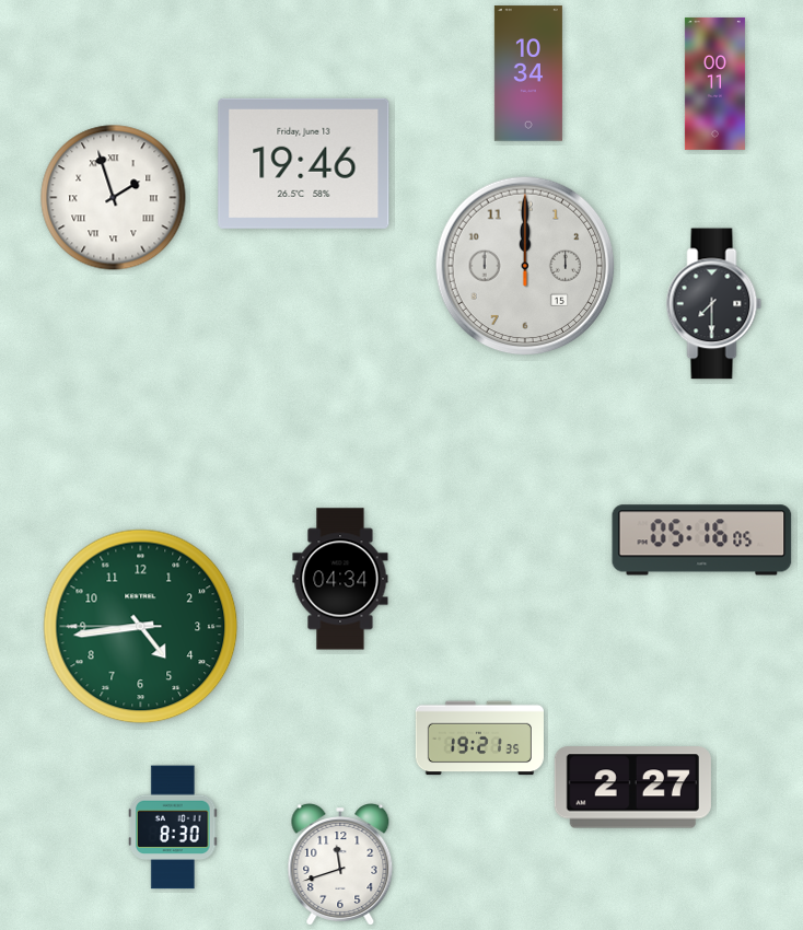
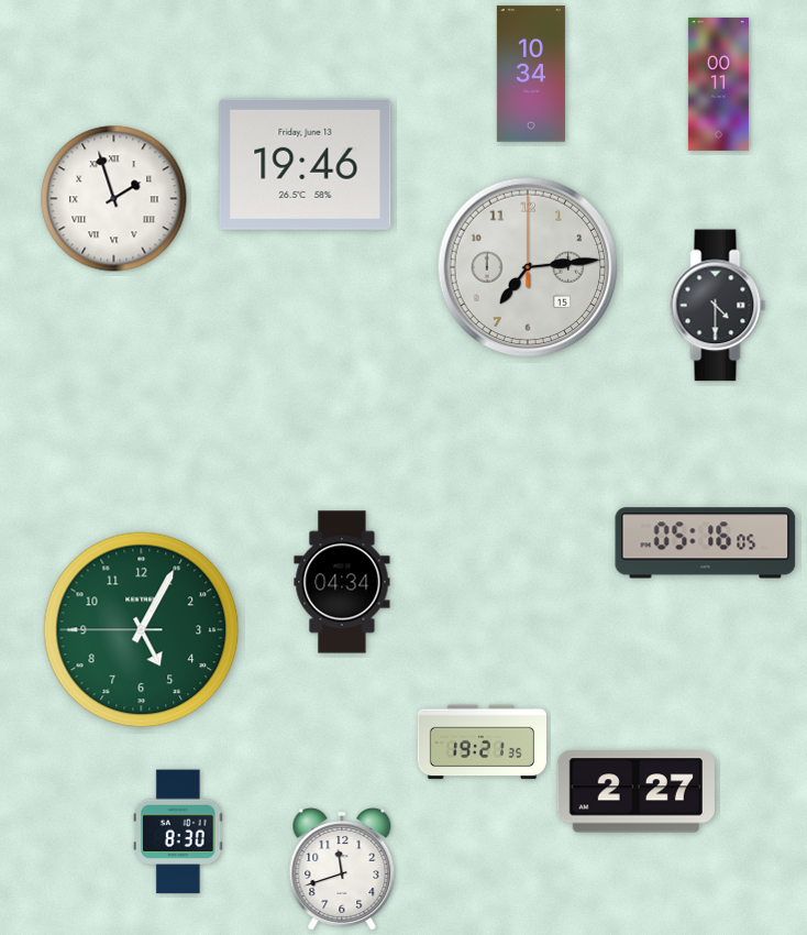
clock at (525, 266): 12:00 -> 7:14
clock at (714, 304): 7:30 -> 4:30
clock at (141, 627): 4:43 -> 5:04
clock at (173, 827) position: (173, 827) -> (178, 832)
